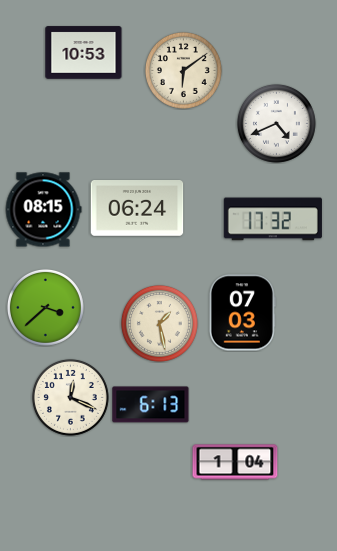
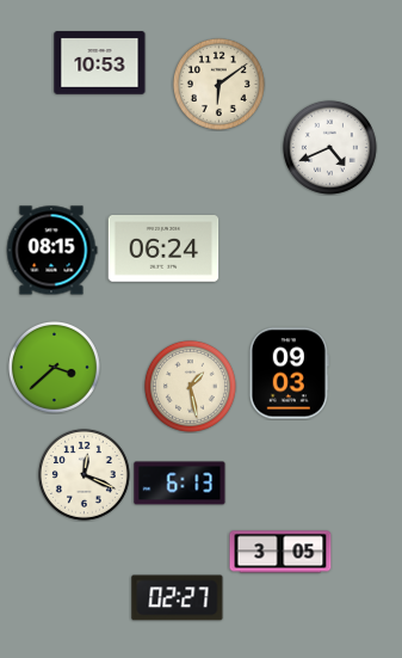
clock at (273, 219): 17:32 -> none
clock at (242, 313): 07:03 -> 09:03
clock at (235, 462): 1:04 -> 3:05
clock at (178, 598): none -> 02:27
